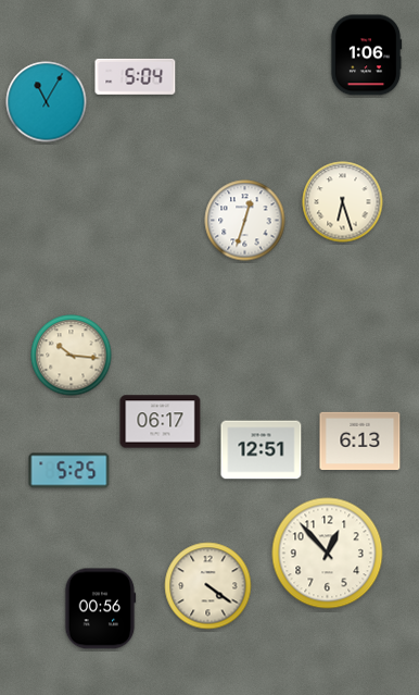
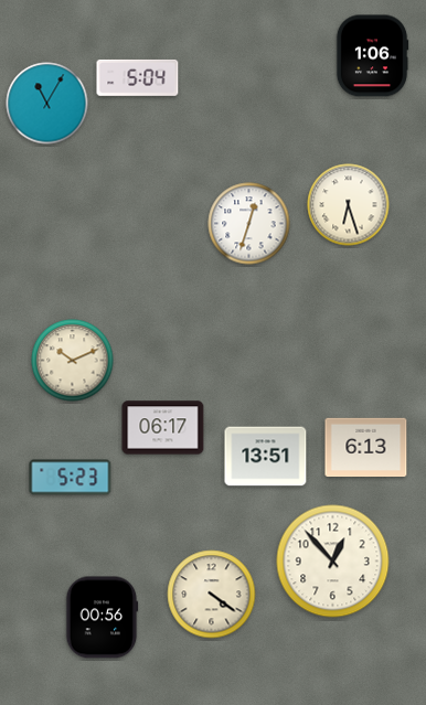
clock at (72, 356): 10:16 -> 10:11
clock at (262, 450): 12:51 -> 13:51
clock at (69, 471): 5:25 -> 5:23
